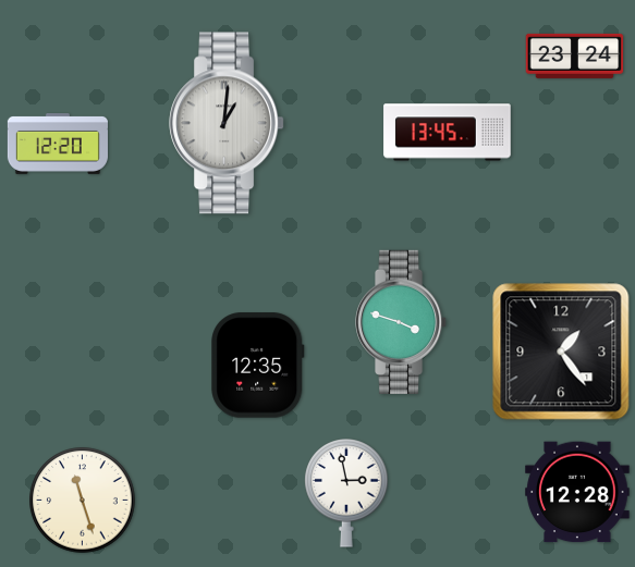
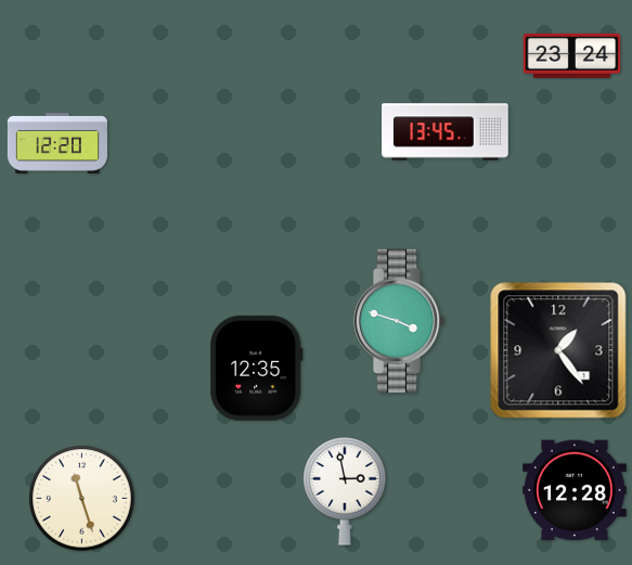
clock at (227, 123): 1:01 -> none
clock at (258, 366) position: (258, 366) -> (257, 369)
